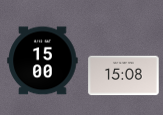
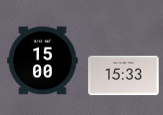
clock at (124, 76): 15:08 -> 15:33
